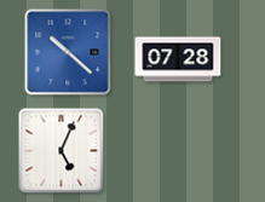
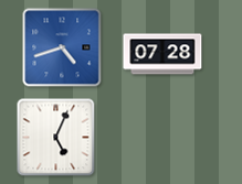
clock at (68, 52): 10:22 -> 4:42
